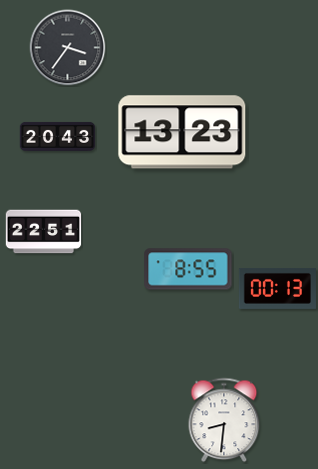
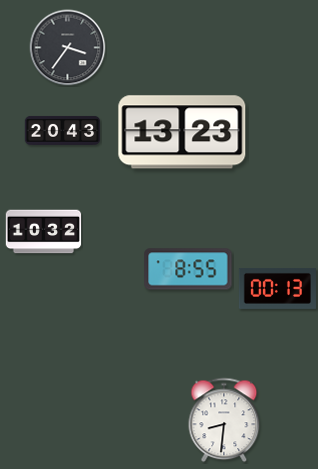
clock at (58, 136) position: (58, 136) -> (63, 130)
clock at (44, 232): 22:51 -> 10:32
